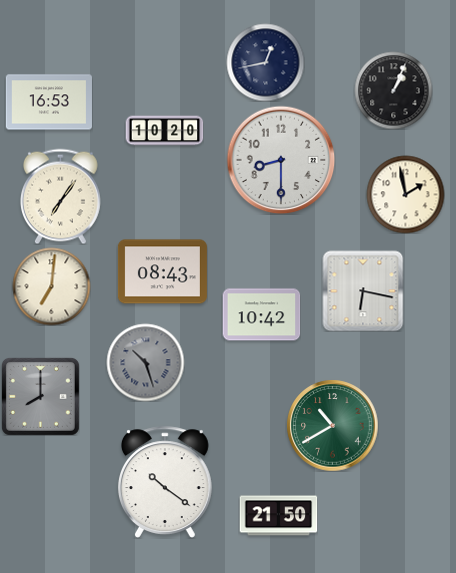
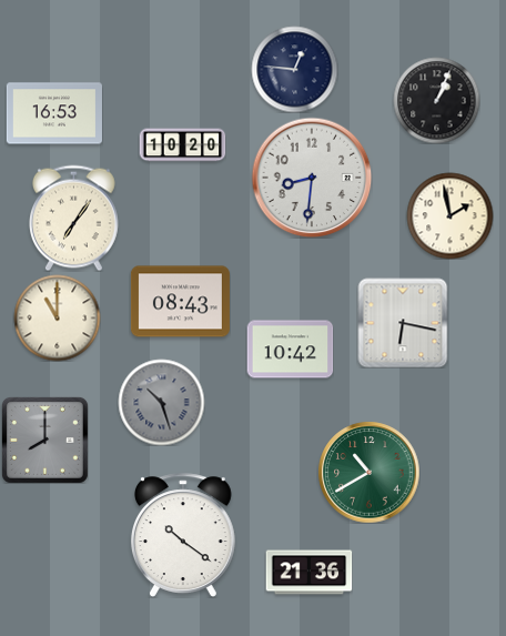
clock at (265, 62): 12:43 -> 12:46
clock at (281, 160): 8:30 -> 8:31
clock at (60, 196) position: (60, 196) -> (73, 218)
clock at (51, 286): 7:01 -> 11:00
clock at (278, 516): 21:50 -> 21:36
